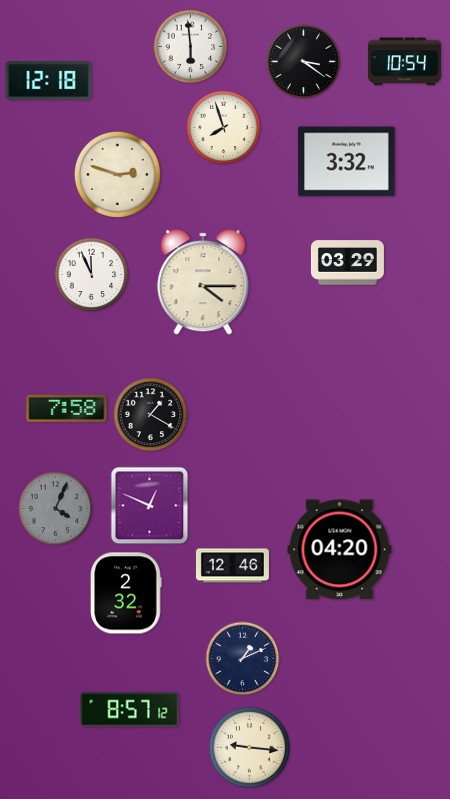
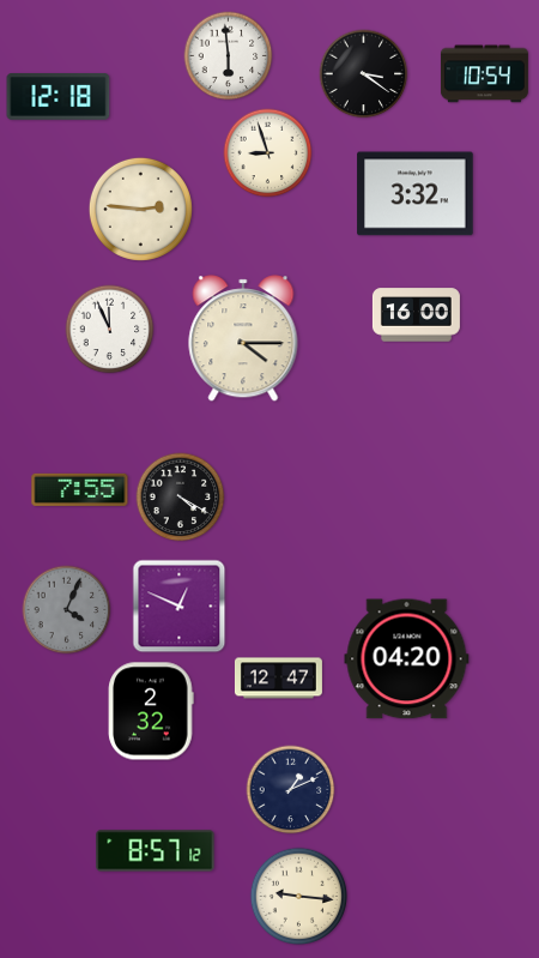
clock at (224, 128): 7:57 -> 8:57
clock at (117, 174): 2:48 -> 2:46
clock at (347, 263): 03:29 -> 16:00
clock at (67, 408): 7:58 -> 7:55
clock at (151, 415): 1:20 -> 4:20
clock at (232, 566): 12:46 -> 12:47
